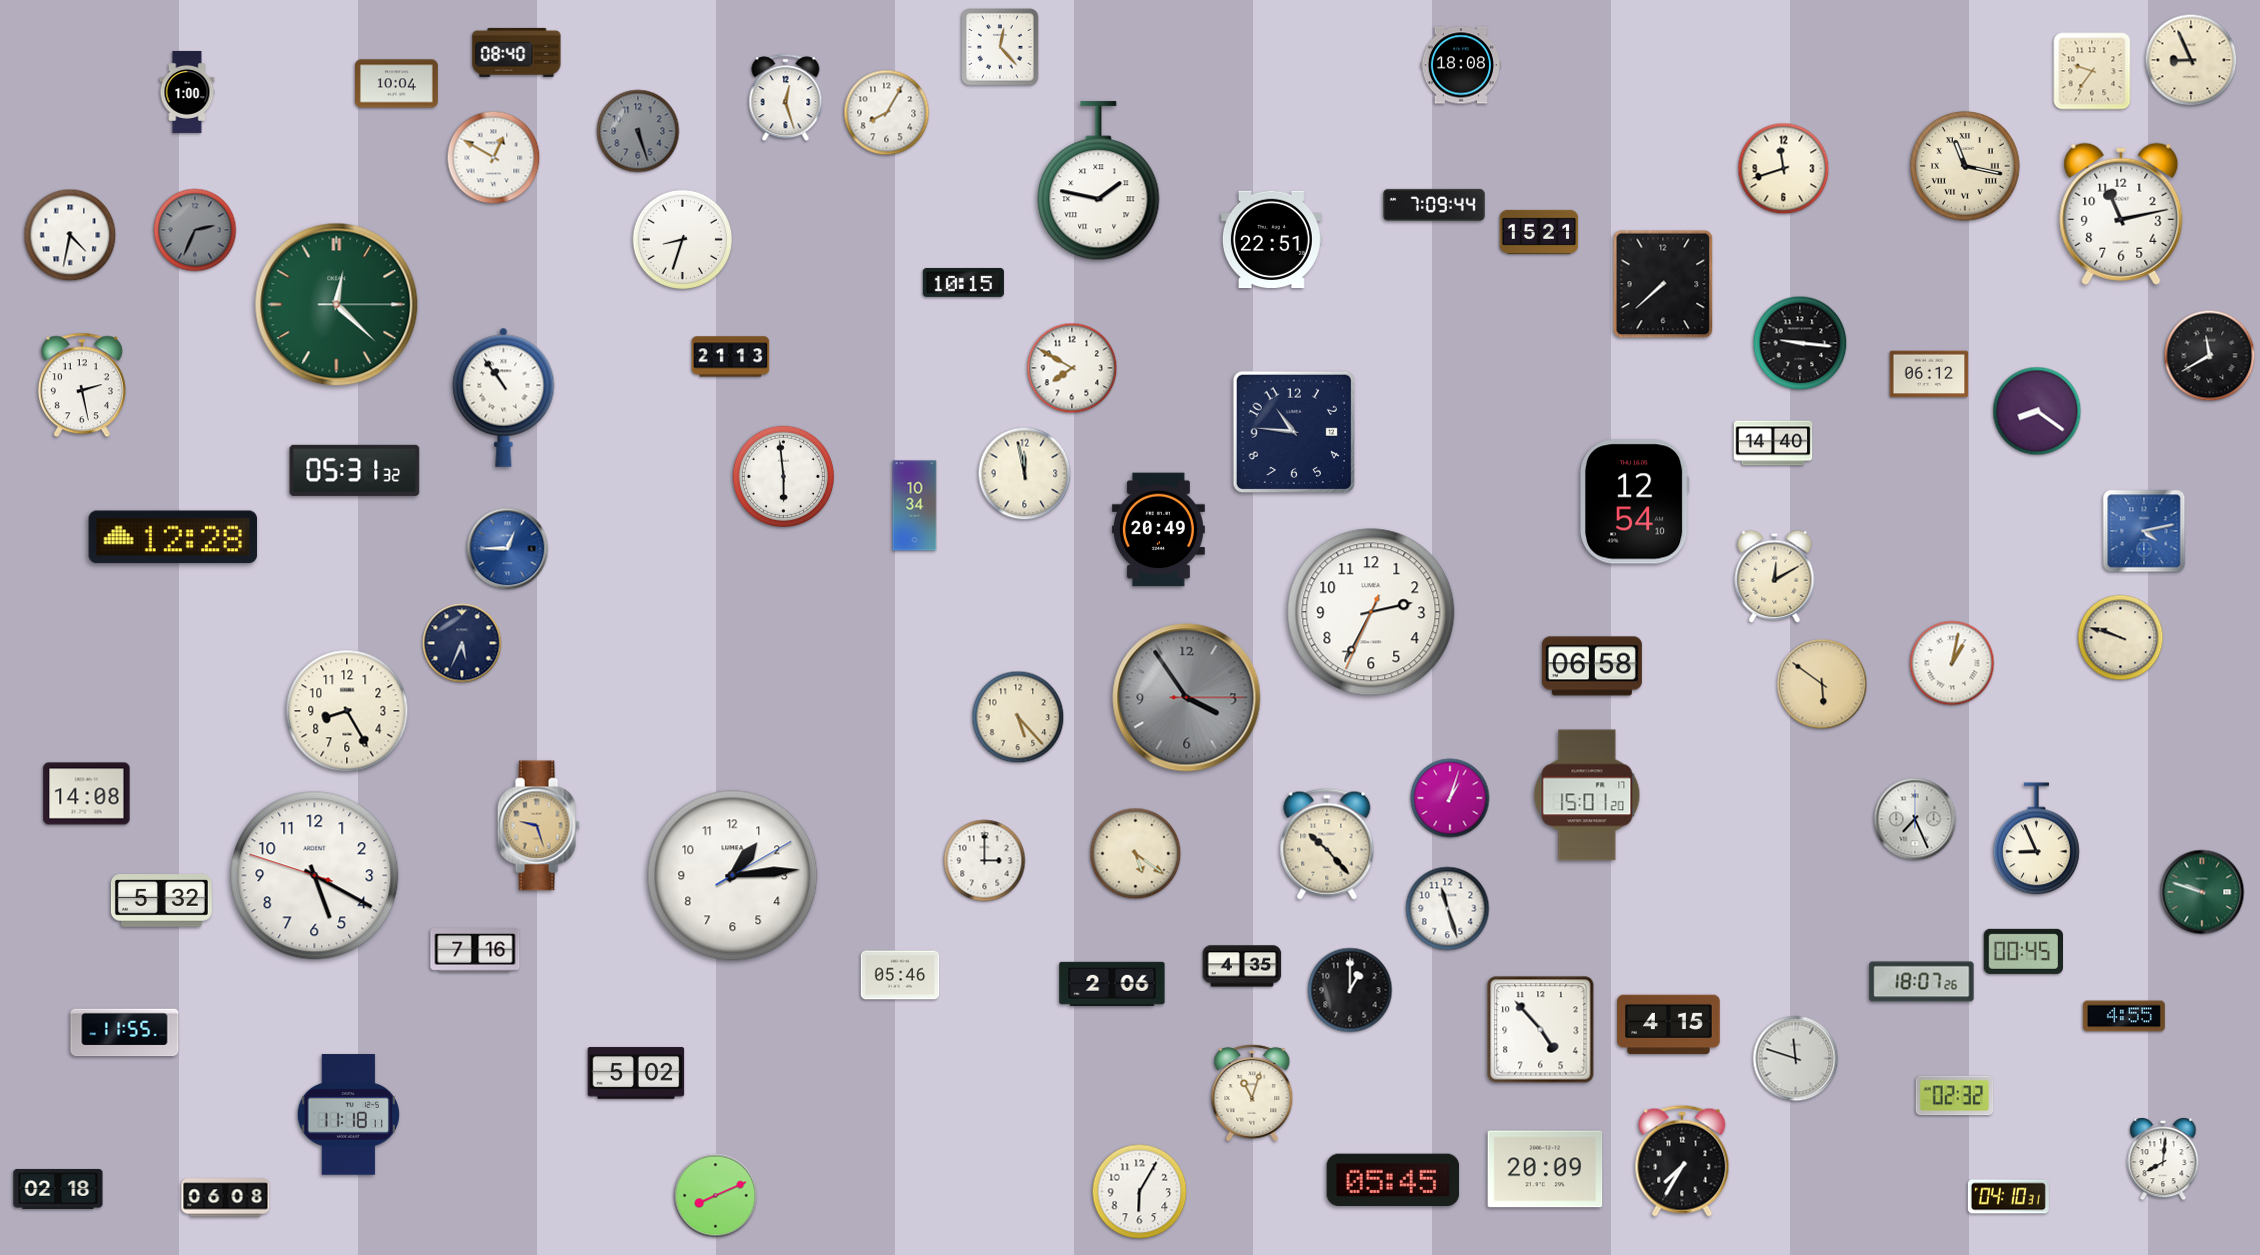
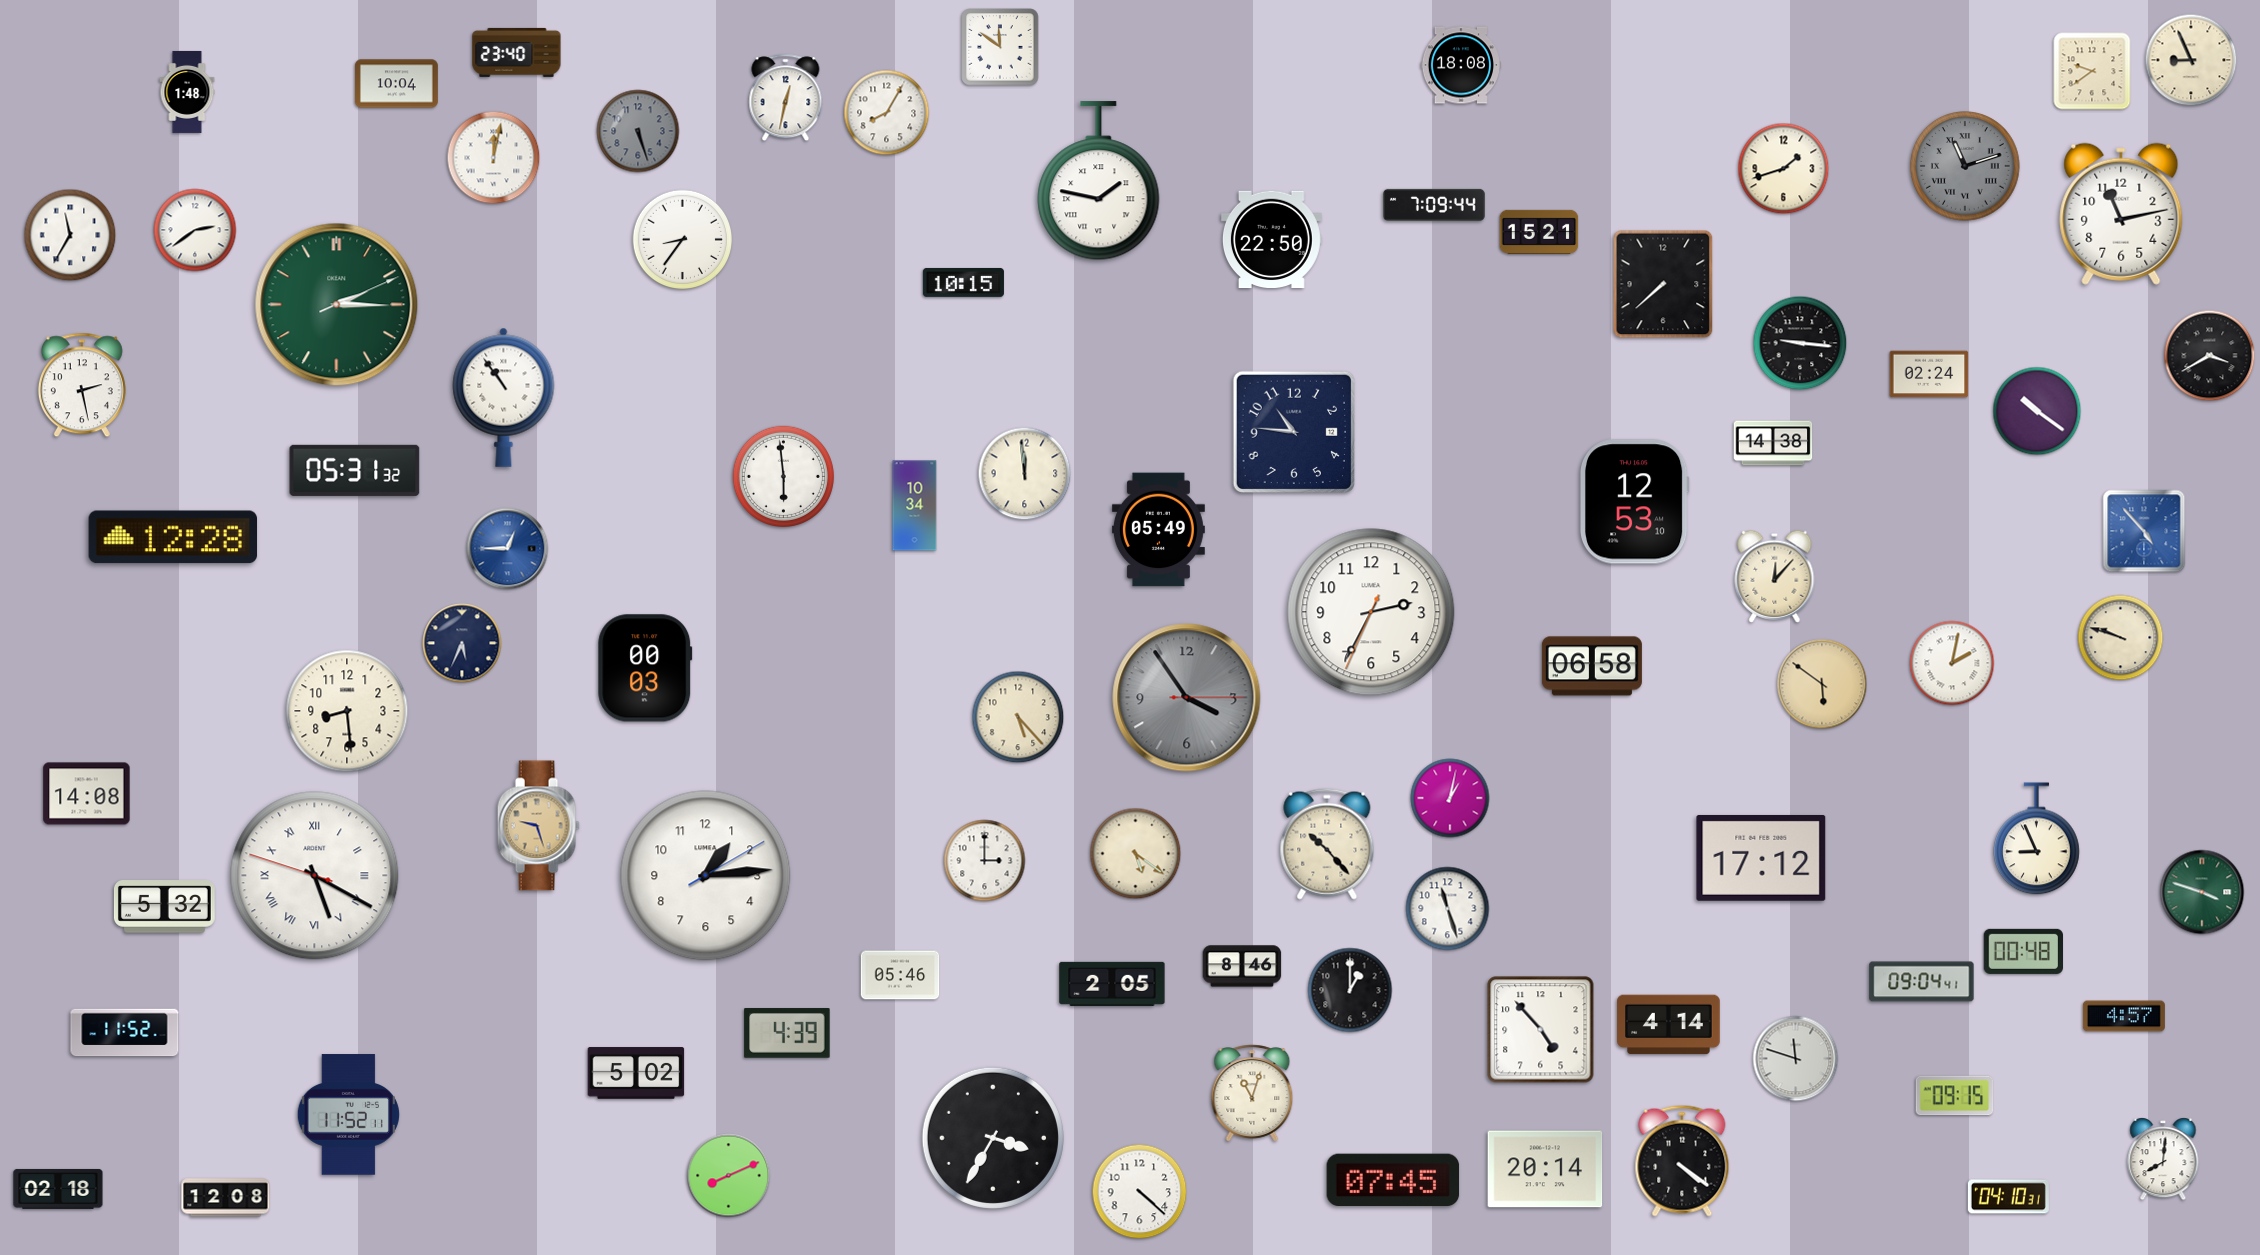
clock at (1000, 47): 12:23 -> 11:51
clock at (517, 52): 08:40 -> 23:40
clock at (2092, 71): 9:36 -> 9:39
clock at (187, 92): 1:00 -> 1:48
clock at (786, 98): 12:27 -> 12:32
clock at (494, 158): 12:50 -> 12:02
clock at (1966, 167): 11:17 -> 11:12
clock at (1966, 167) dial: cream -> grey
clock at (1784, 169): 11:42 -> 1:42
clock at (195, 230): 2:34 -> 2:39
clock at (195, 230) dial: grey -> white
clock at (70, 235): 4:32 -> 11:35
clock at (682, 239): 8:33 -> 8:36
clock at (1271, 240): 22:51 -> 22:50
clock at (337, 305): 12:22 -> 2:15
clock at (2210, 356): 11:40 -> 3:40
clock at (731, 357): 21:13 -> none
clock at (1072, 368): 7:50 -> none
clock at (1929, 374): 06:12 -> 02:24
clock at (2037, 411): 8:21 -> 10:21
clock at (1773, 443): 14:40 -> 14:38
clock at (1025, 474): 11:58 -> 11:59
clock at (1634, 502): 12:54 -> 12:53
clock at (1158, 530): 20:49 -> 05:49
clock at (2144, 531): 4:13 -> 4:53
clock at (1775, 576): 12:10 -> 12:07
clock at (1952, 663): 1:02 -> 2:02
clock at (645, 668): none -> 00:03
clock at (347, 711): 8:25 -> 8:29
clock at (1587, 795): 15:01 -> none
clock at (1450, 798): 1:03 -> 1:02
clock at (1915, 819): 7:26 -> none
clock at (1761, 858): none -> 17:12
clock at (315, 876) numerals: Arabic -> Roman
clock at (733, 876) position: (733, 876) -> (706, 876)
clock at (2202, 892): 9:48 -> 3:48
clock at (161, 901) position: (161, 901) -> (164, 907)
clock at (475, 950): 7:16 -> none
clock at (2023, 951): 00:45 -> 00:48
clock at (1242, 966): 4:35 -> 8:46
clock at (1922, 982): 18:07 -> 09:04
clock at (1112, 984): 2:06 -> 2:05
clock at (2124, 1016): 4:55 -> 4:57
clock at (1669, 1025): 4:15 -> 4:14
clock at (125, 1033): 11:55 -> 11:52
clock at (787, 1033): none -> 4:39
clock at (1955, 1096): 02:32 -> 09:15
clock at (348, 1115): 11:18 -> 11:52
clock at (993, 1138): none -> 3:35
clock at (1682, 1161): 7:35 -> 4:21
clock at (1545, 1169): 20:09 -> 20:14
clock at (1393, 1179): 05:45 -> 07:45
clock at (1140, 1192): 6:05 -> 4:22
clock at (716, 1196) position: (716, 1196) -> (729, 1176)
clock at (226, 1198): 06:08 -> 12:08
